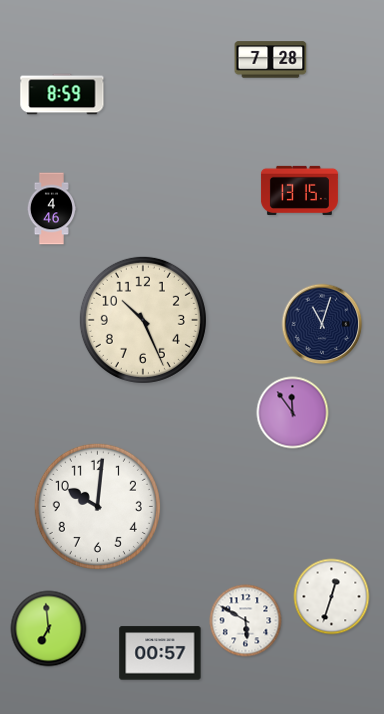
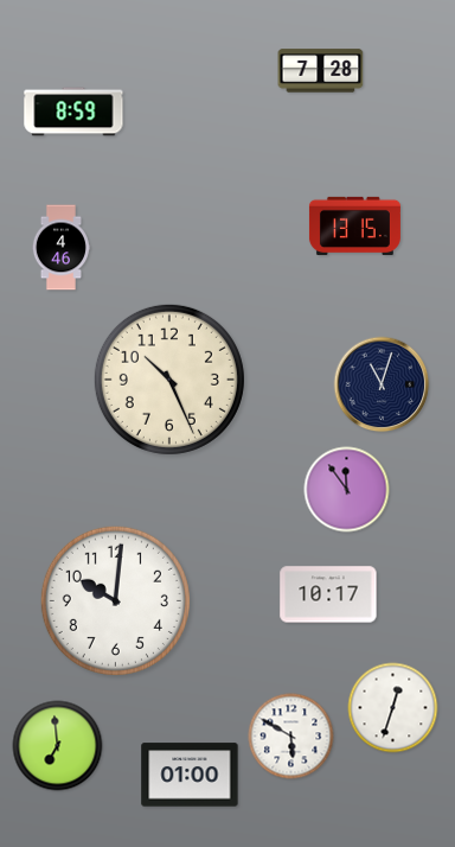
clock at (328, 594): none -> 10:17
clock at (160, 653): 00:57 -> 01:00
